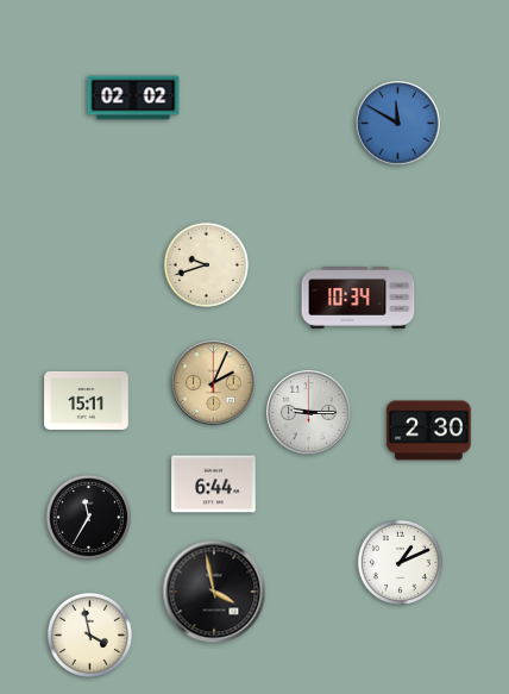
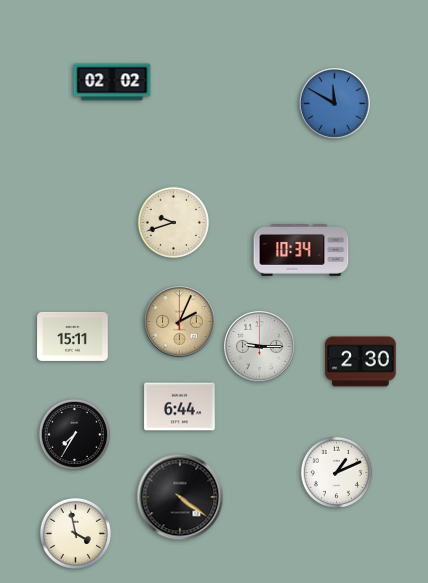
clock at (88, 517): 11:35 -> 7:35
clock at (214, 592): 3:58 -> 4:21
